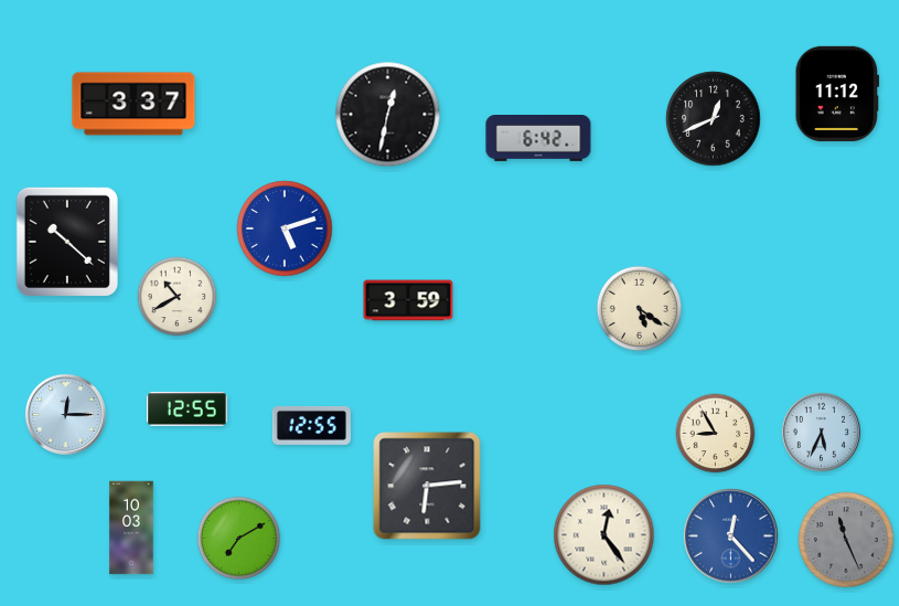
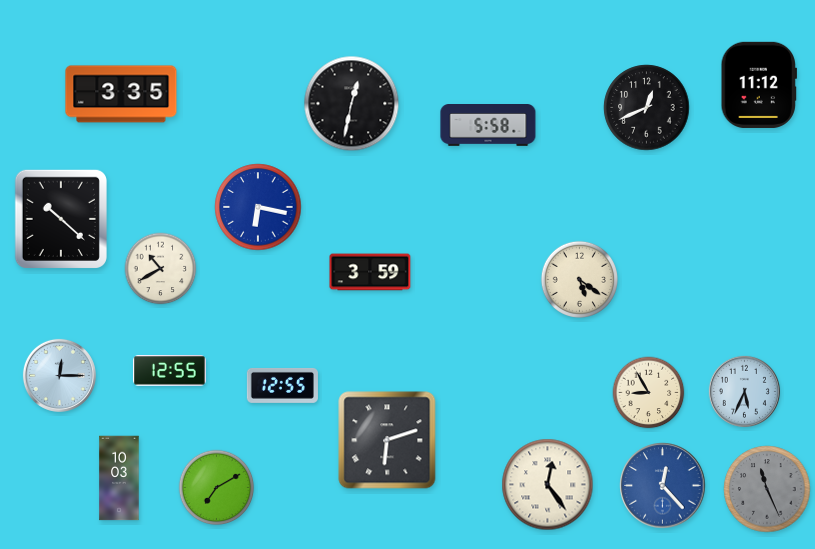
clock at (133, 104): 3:37 -> 3:35
clock at (538, 139): 6:42 -> 5:58
clock at (285, 228): 5:12 -> 6:17
clock at (427, 486): 6:14 -> 6:12
